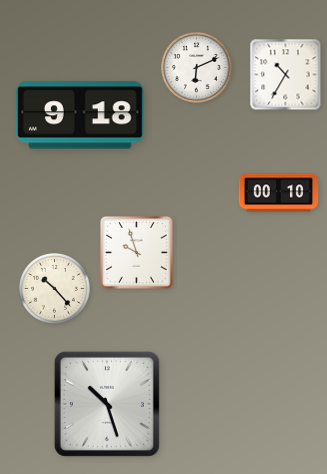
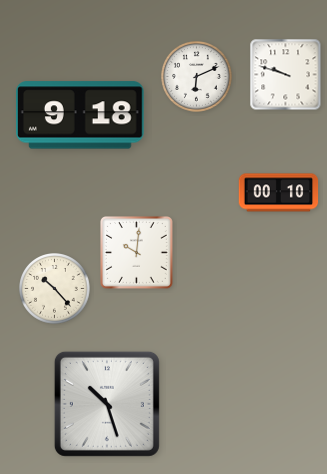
clock at (197, 68) position: (197, 68) -> (197, 77)
clock at (286, 75): 10:35 -> 9:48
clock at (137, 253): 9:57 -> 10:01
